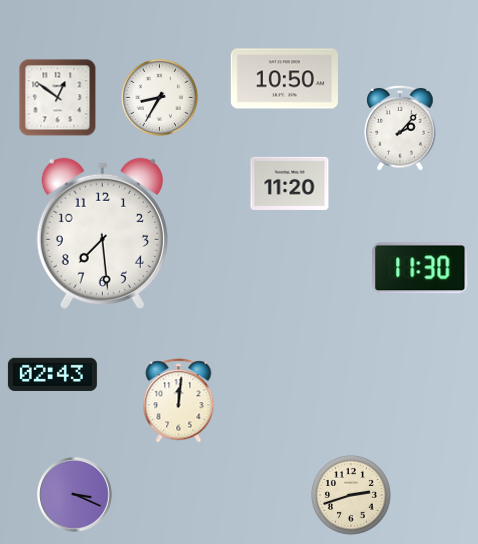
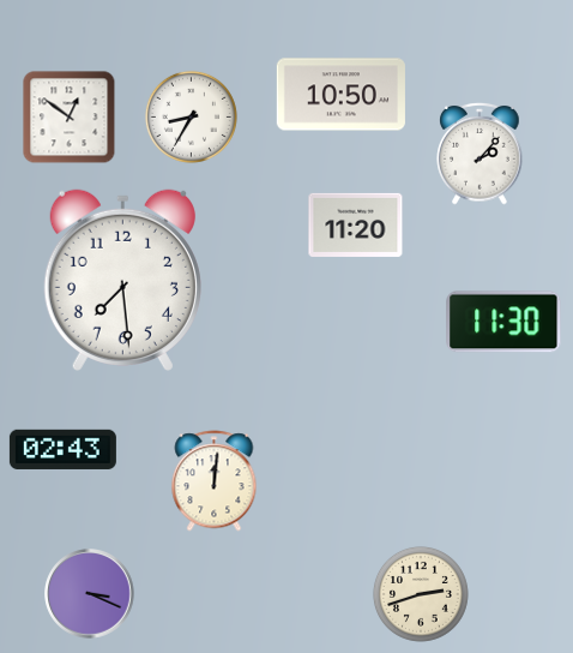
clock at (290, 183) position: (290, 183) -> (356, 224)
